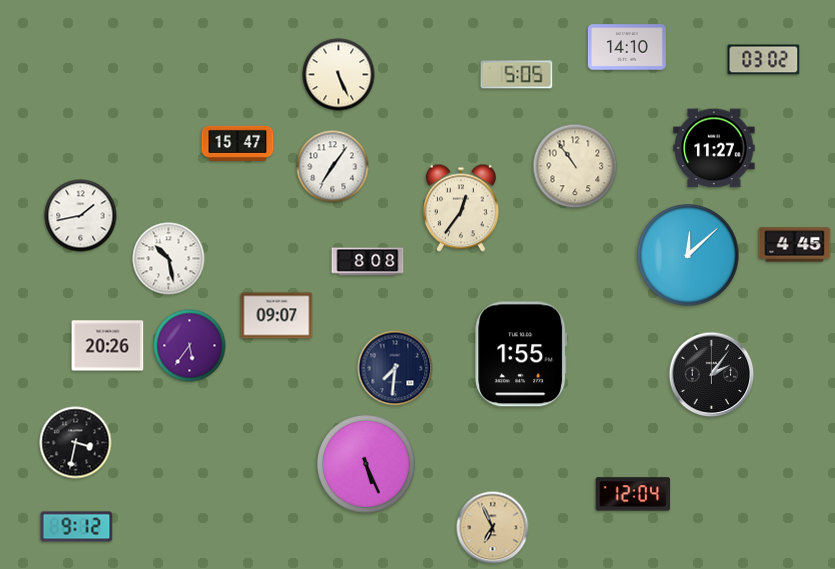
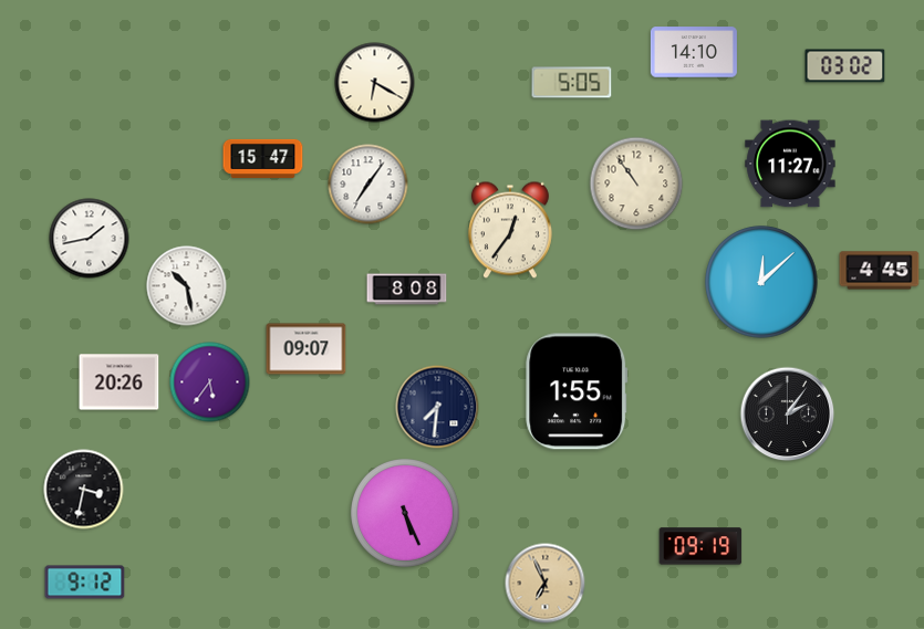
clock at (339, 75): 5:26 -> 6:20
clock at (633, 494): 12:04 -> 09:19
